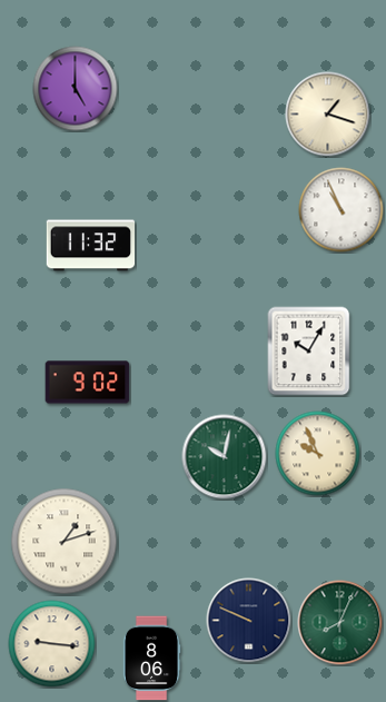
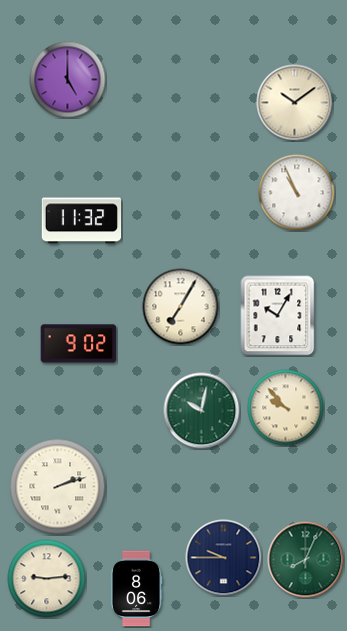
clock at (328, 115): 1:18 -> 10:09
clock at (342, 210) position: (342, 210) -> (297, 193)
clock at (181, 307): none -> 7:05
clock at (318, 454): 9:56 -> 9:53
clock at (65, 542): 1:12 -> 2:12
clock at (249, 621): 9:49 -> 9:45
clock at (52, 644): 9:16 -> 9:14
clock at (151, 659) position: (151, 659) -> (136, 589)
